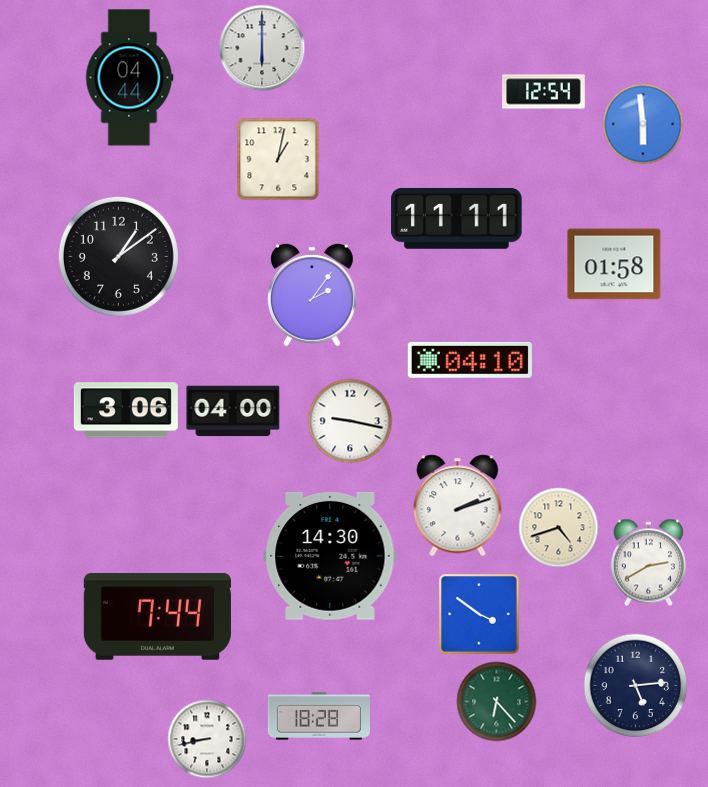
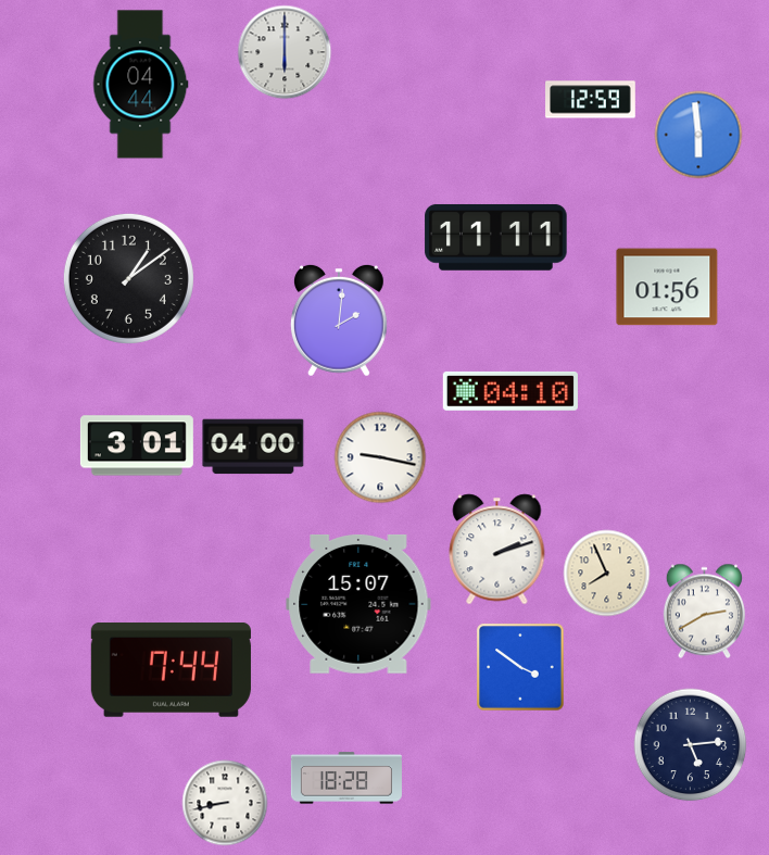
clock at (544, 92): 12:54 -> 12:59
clock at (278, 159): 1:02 -> none
clock at (614, 264): 01:58 -> 01:56
clock at (312, 295): 2:06 -> 2:01
clock at (126, 410): 3:06 -> 3:01
clock at (559, 528): 4:42 -> 7:56
clock at (330, 556): 14:30 -> 15:07
clock at (497, 702): 6:23 -> none
